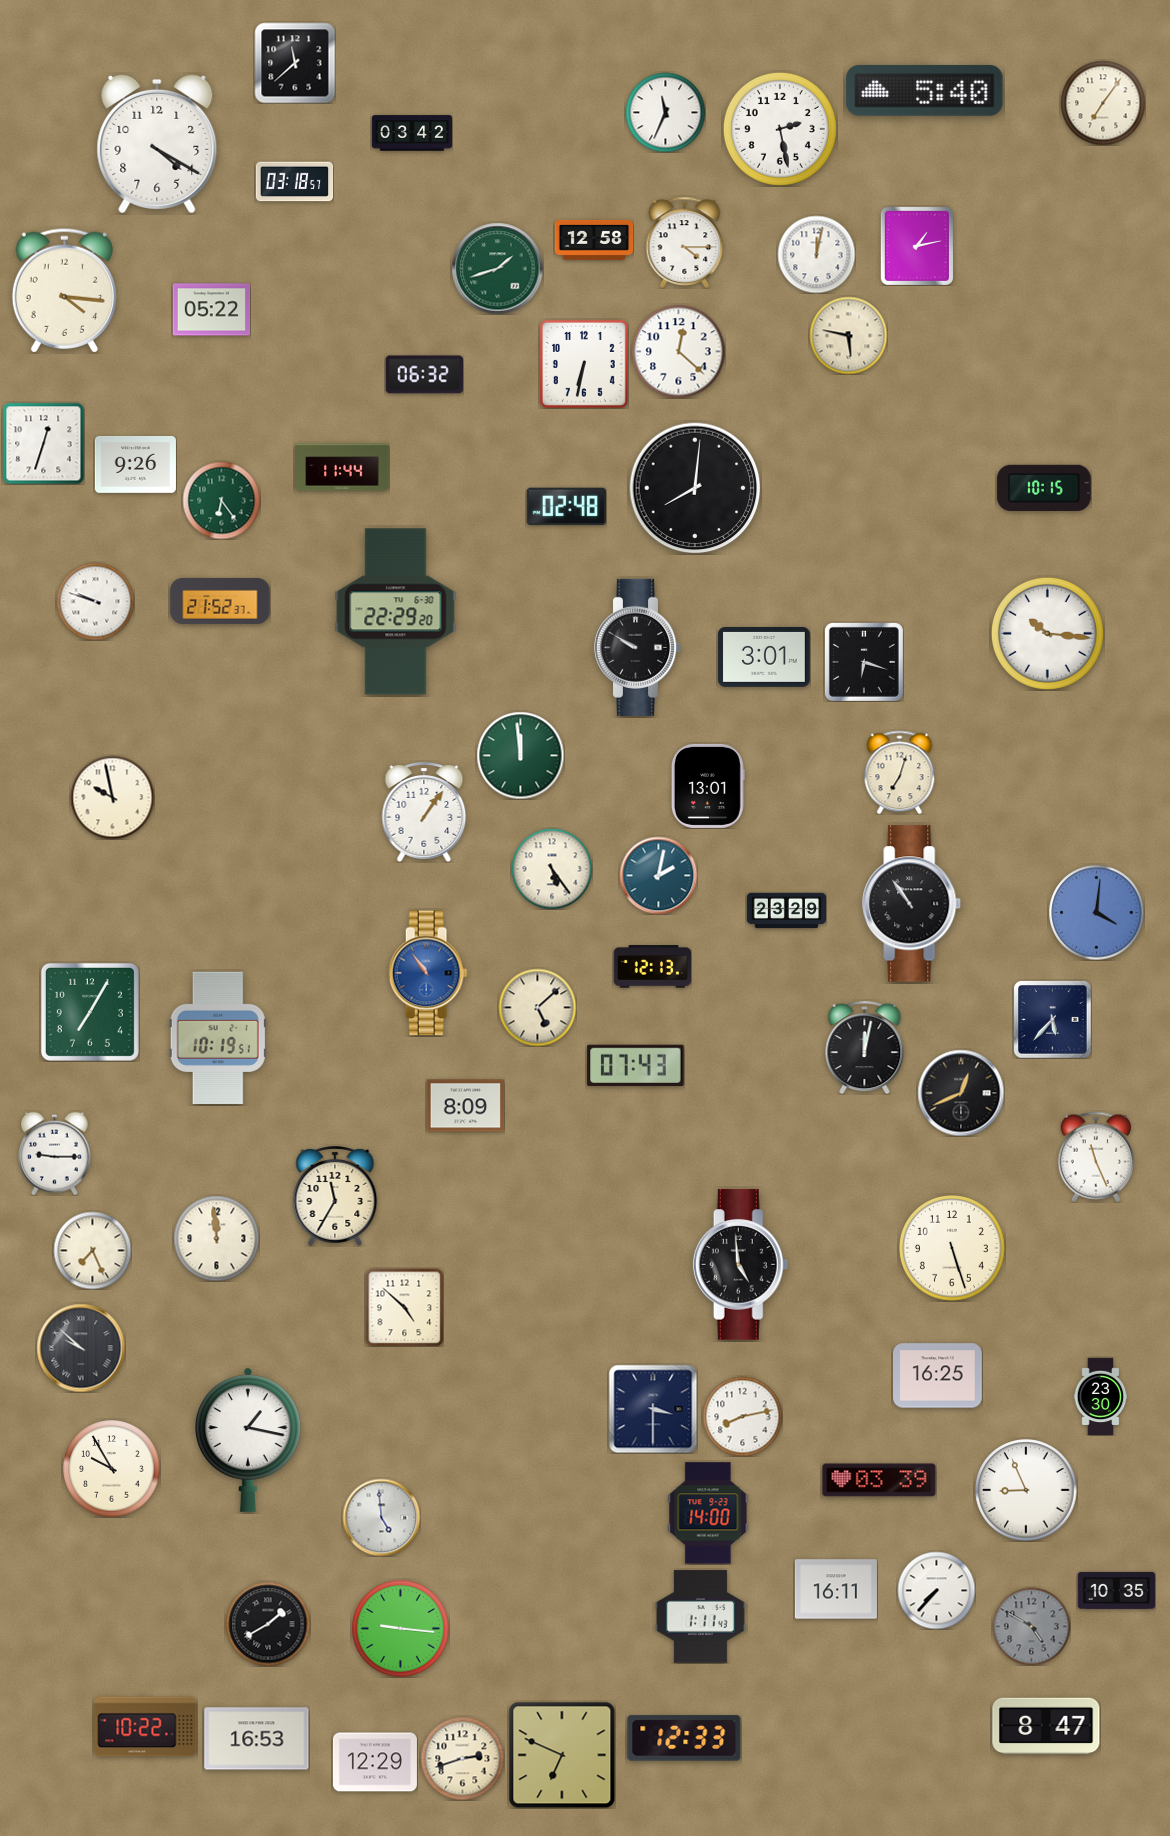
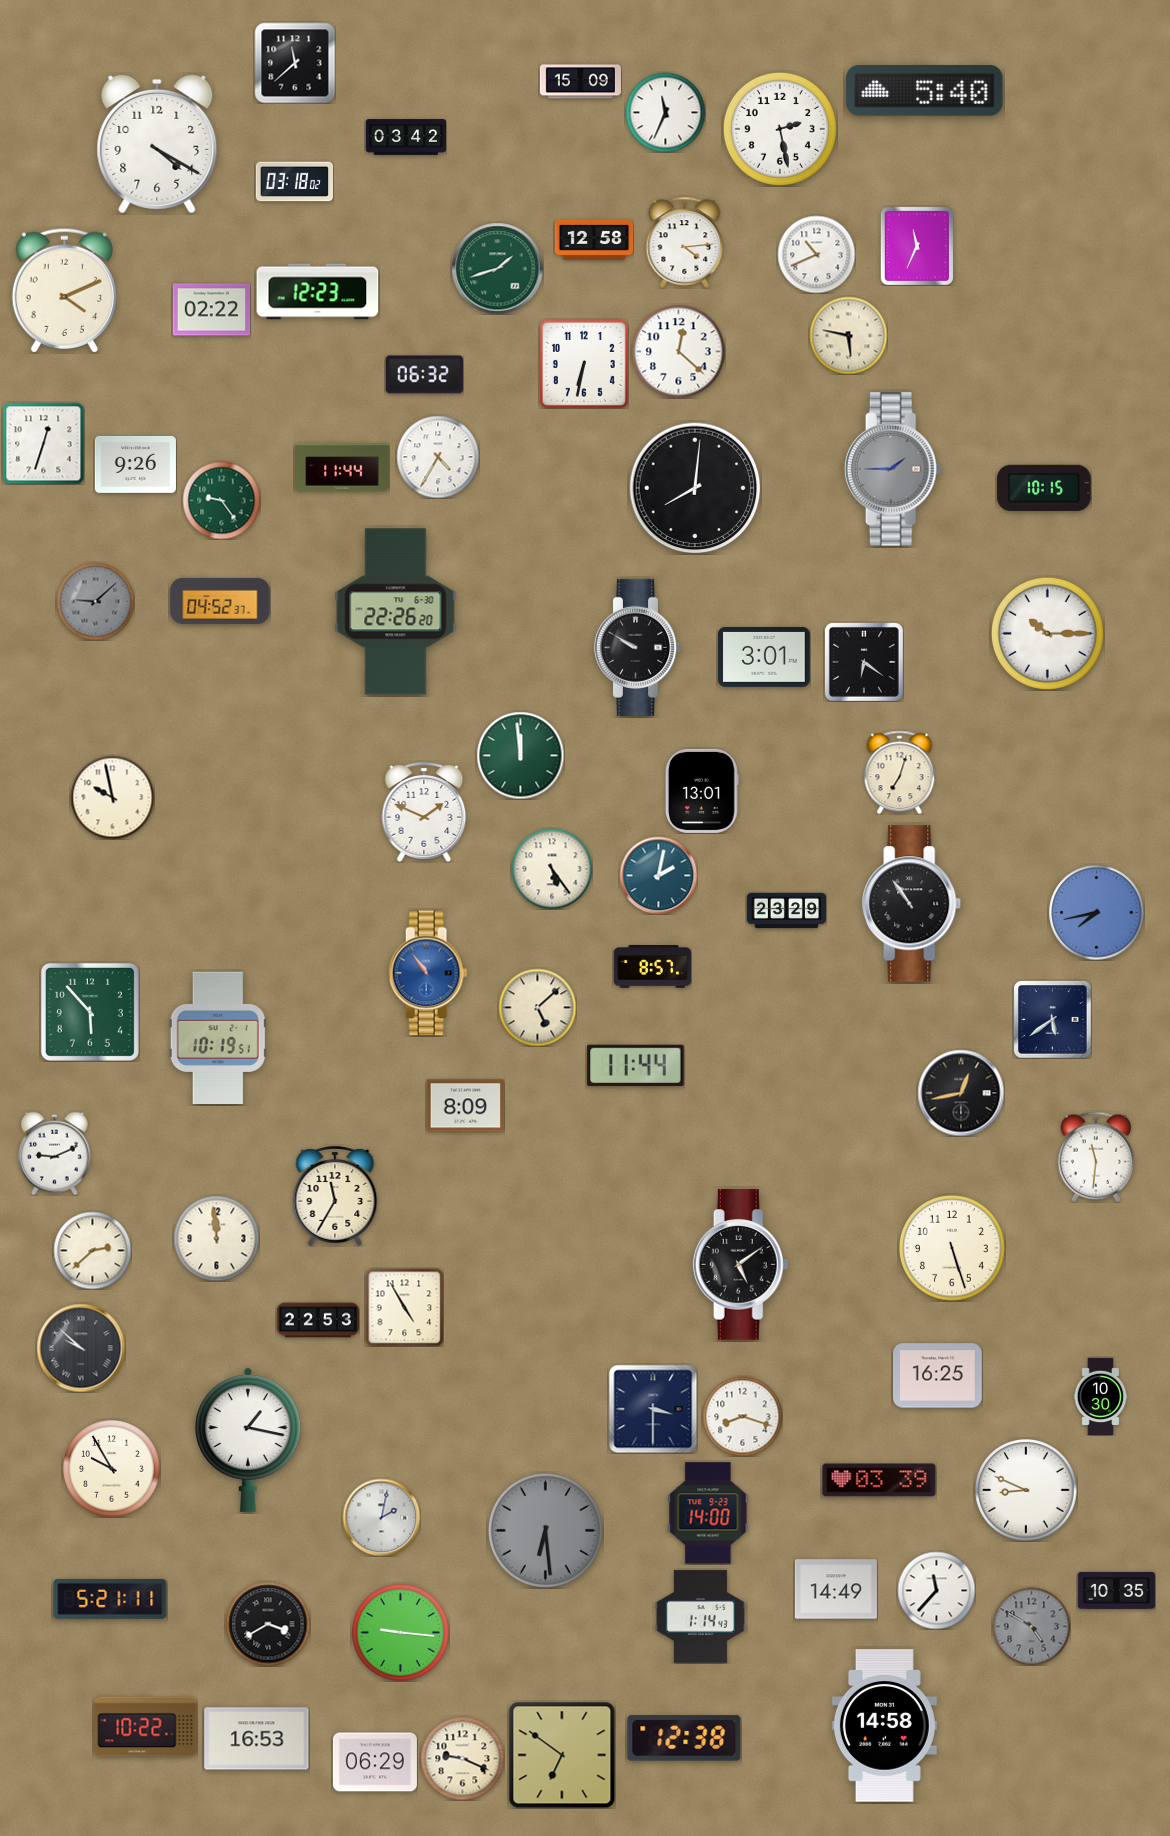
clock at (580, 82): none -> 15:09
clock at (1103, 103): 7:06 -> none
clock at (411, 133) position: (411, 133) -> (405, 137)
clock at (294, 182): 03:18:57 -> 03:18:02
clock at (685, 242): 4:15 -> 4:14
clock at (917, 246): 1:13 -> 11:34
clock at (816, 254): 12:02 -> 10:41
clock at (64, 290): 4:16 -> 4:11
clock at (318, 292): none -> 12:23
clock at (211, 310): 05:22 -> 02:22
clock at (438, 457): none -> 4:35
clock at (893, 469): none -> 1:45
clock at (221, 500): 6:24 -> 9:24
clock at (566, 507): 02:48 -> none
clock at (95, 601): 9:48 -> 9:08
clock at (95, 601) dial: white -> grey
clock at (220, 601): 21:52 -> 04:52
clock at (396, 612): 22:29 -> 22:26
clock at (1047, 633): 10:16 -> 10:15
clock at (864, 662): 6:18 -> 6:21
clock at (708, 786) position: (708, 786) -> (702, 791)
clock at (424, 812): 1:06 -> 1:49
clock at (1096, 912): 4:01 -> 7:43
clock at (652, 967): 12:13 -> 8:57
clock at (90, 1012): 7:05 -> 5:53
clock at (1052, 1019): 5:37 -> 5:39
clock at (865, 1047): 12:02 -> none
clock at (636, 1065): 07:43 -> 11:44
clock at (961, 1093): 12:41 -> 12:43
clock at (55, 1153): 9:15 -> 9:11
clock at (1095, 1157): 11:26 -> 11:31
clock at (92, 1250): 7:26 -> 2:38
clock at (741, 1265): 4:59 -> 5:09
clock at (404, 1307): 4:52 -> 4:55
clock at (318, 1320): none -> 22:53
clock at (1101, 1396): 23:30 -> 10:30
clock at (742, 1416): 8:13 -> 8:18
clock at (1026, 1490): 8:56 -> 8:49
clock at (381, 1517): 4:59 -> 2:02
clock at (545, 1530): none -> 6:29
clock at (836, 1589): 16:11 -> 14:49
clock at (936, 1590): 7:37 -> 11:37
clock at (110, 1599): none -> 5:21
clock at (700, 1617): 1:11 -> 1:14
clock at (268, 1624): 1:40 -> 3:40
clock at (401, 1629) position: (401, 1629) -> (401, 1633)
clock at (884, 1726): none -> 14:58
clock at (1046, 1726): 8:47 -> none
clock at (684, 1738): 12:33 -> 12:38
clock at (562, 1755): 6:49 -> 6:51
clock at (462, 1758): 2:42 -> 9:19
clock at (375, 1762): 12:29 -> 06:29
